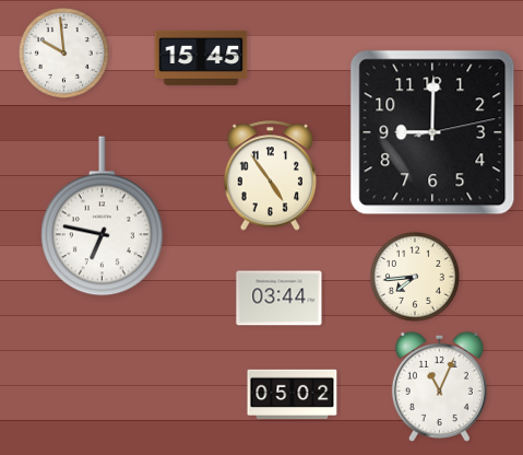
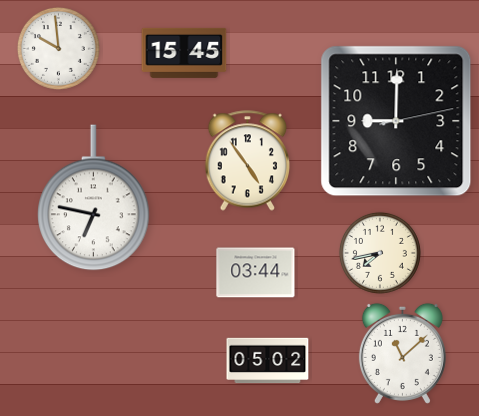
clock at (415, 277): 7:44 -> 7:43
clock at (439, 386): 11:04 -> 11:08
